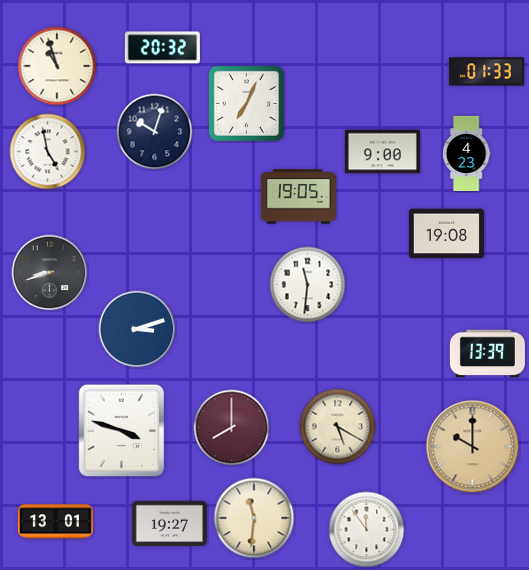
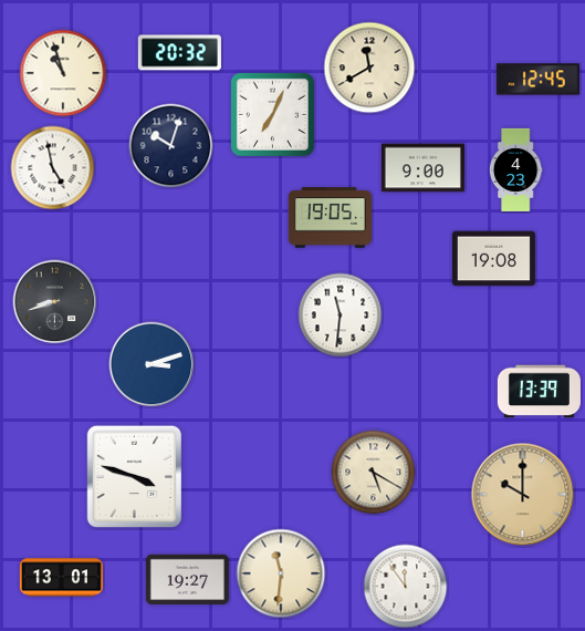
clock at (369, 68): none -> 11:40
clock at (486, 72): 01:33 -> 12:45
clock at (232, 428): 8:00 -> none
